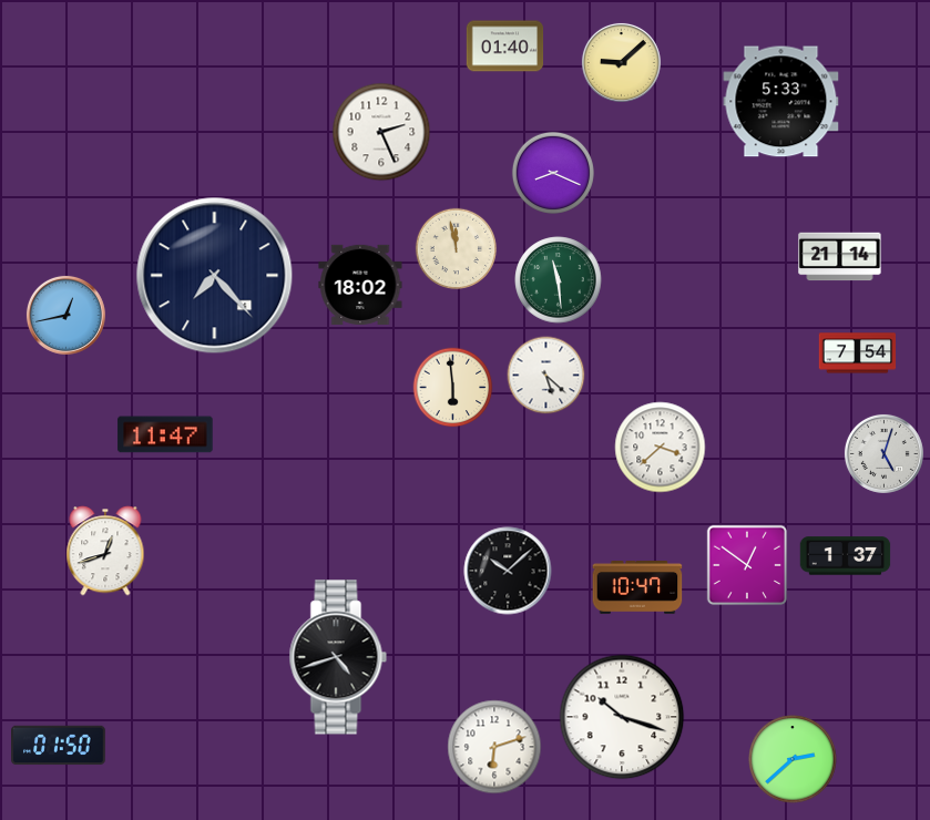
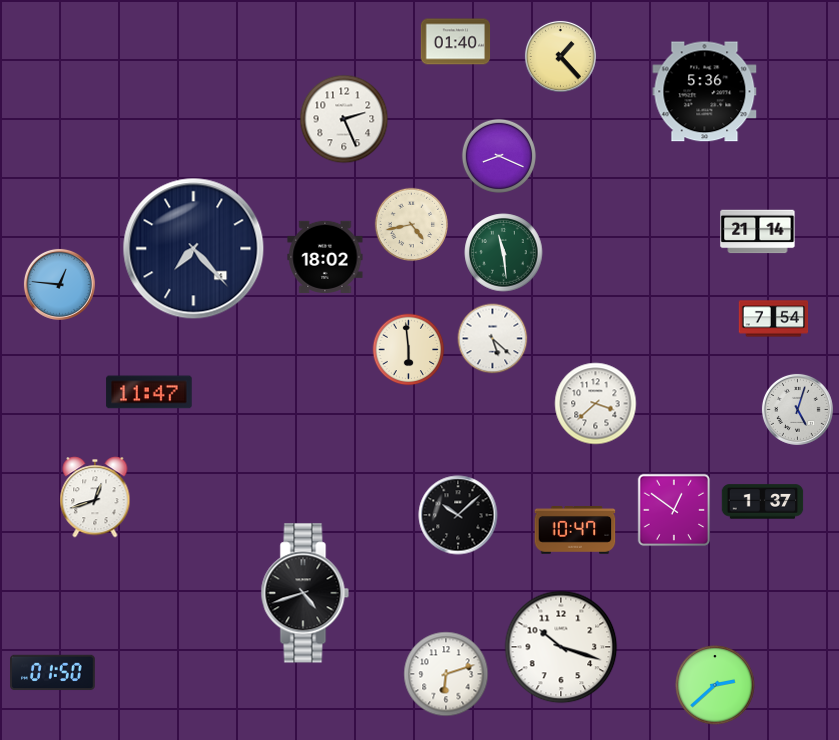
clock at (621, 62): 9:08 -> 1:23
clock at (781, 102): 5:33 -> 5:36
clock at (457, 249): 11:58 -> 4:43
clock at (65, 315): 12:43 -> 12:46
